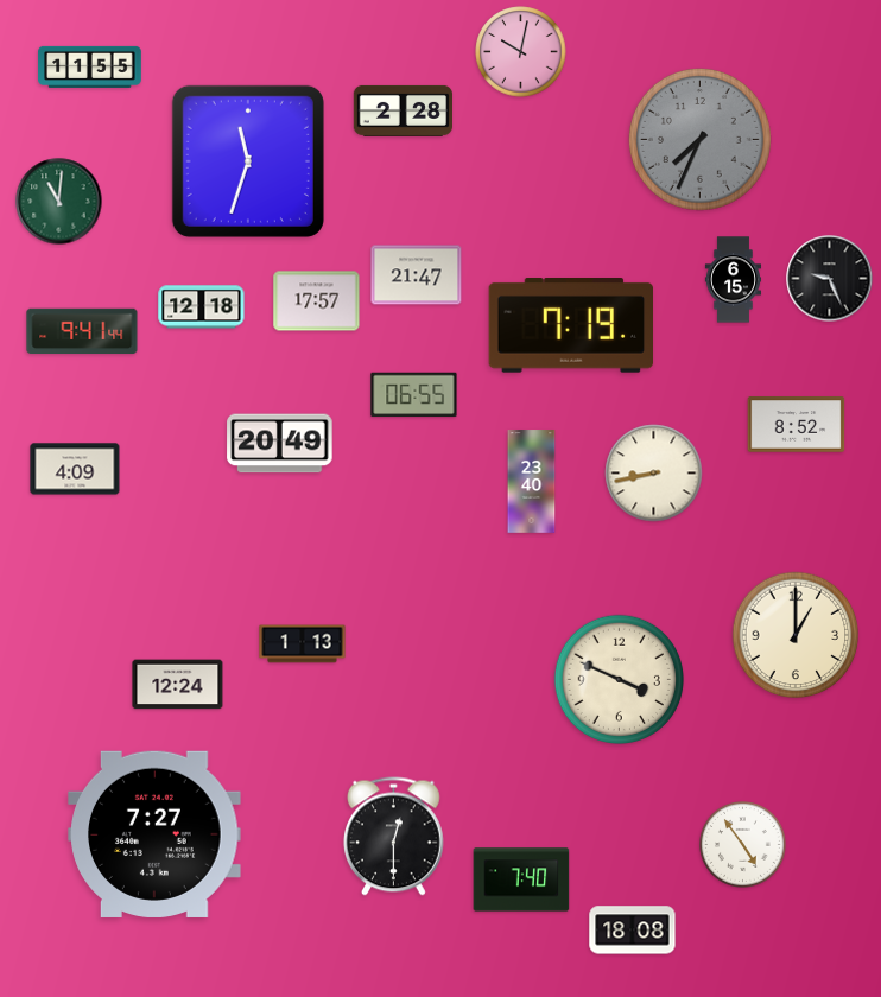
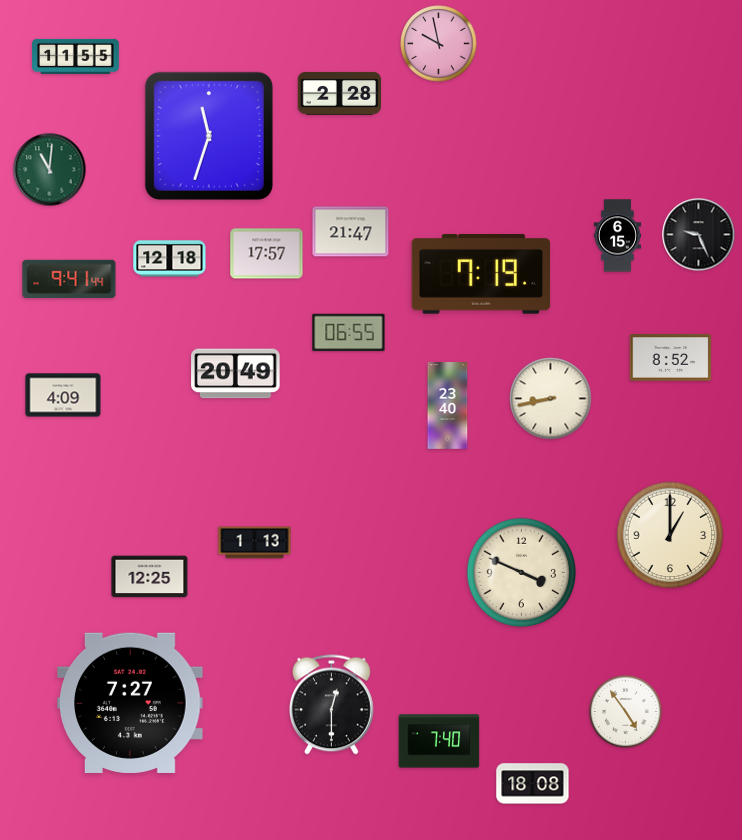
clock at (521, 52): 10:02 -> 9:58
clock at (699, 139): 7:34 -> none
clock at (178, 685): 12:24 -> 12:25
